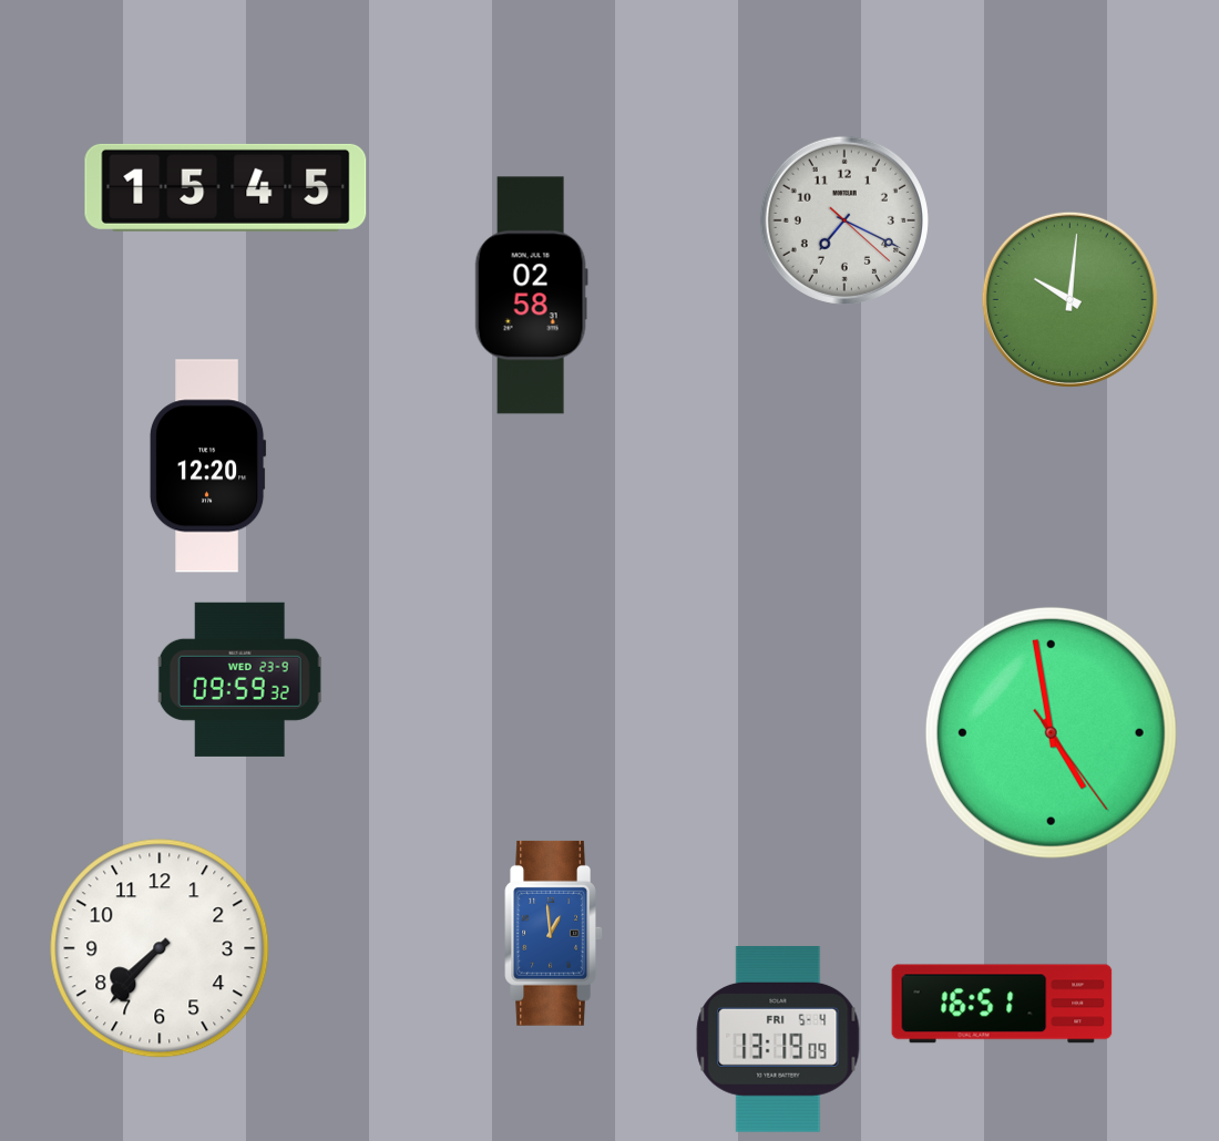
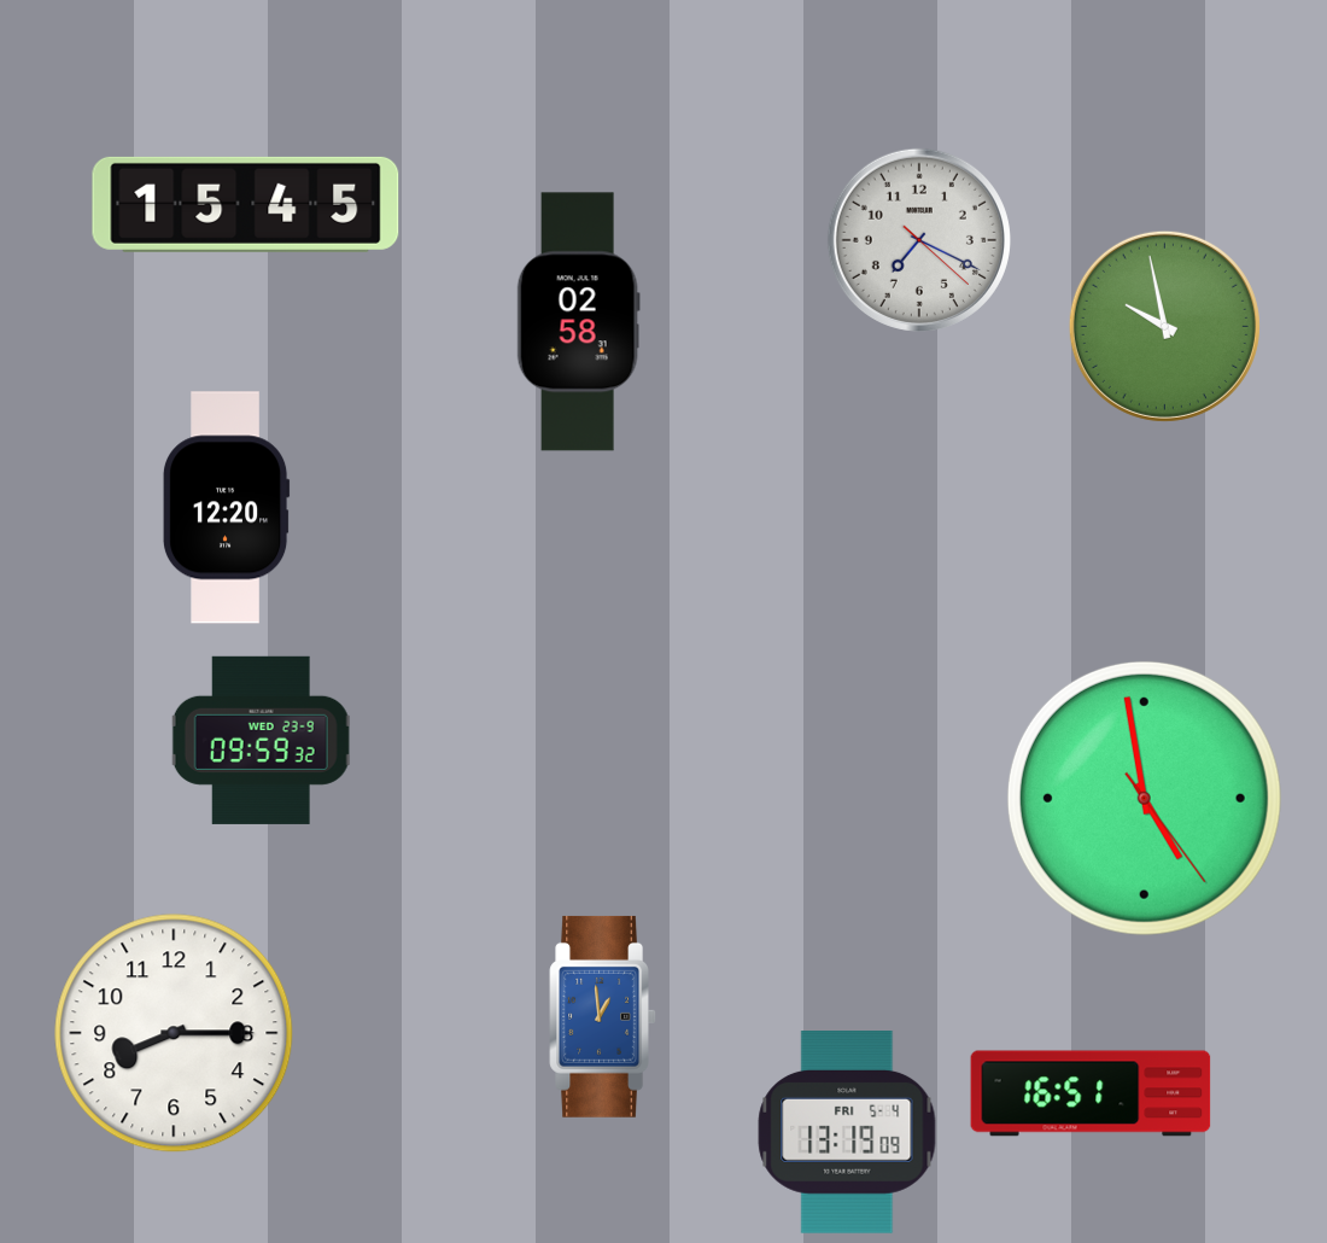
clock at (1069, 299): 10:01 -> 9:58
clock at (160, 948): 7:37 -> 8:15
